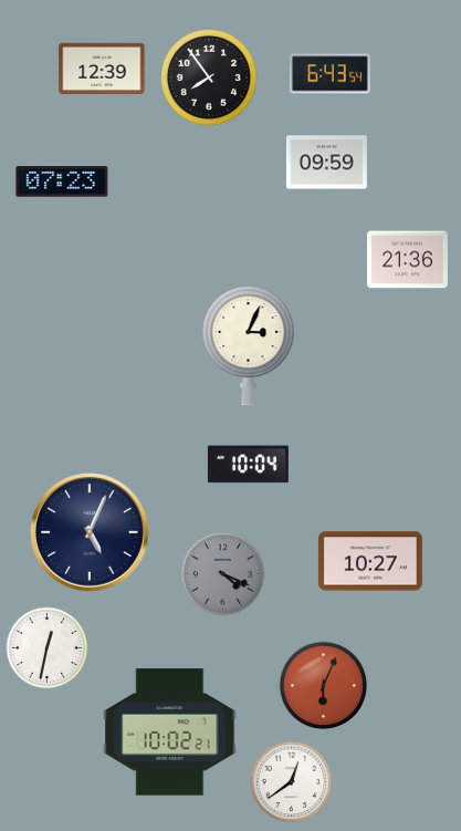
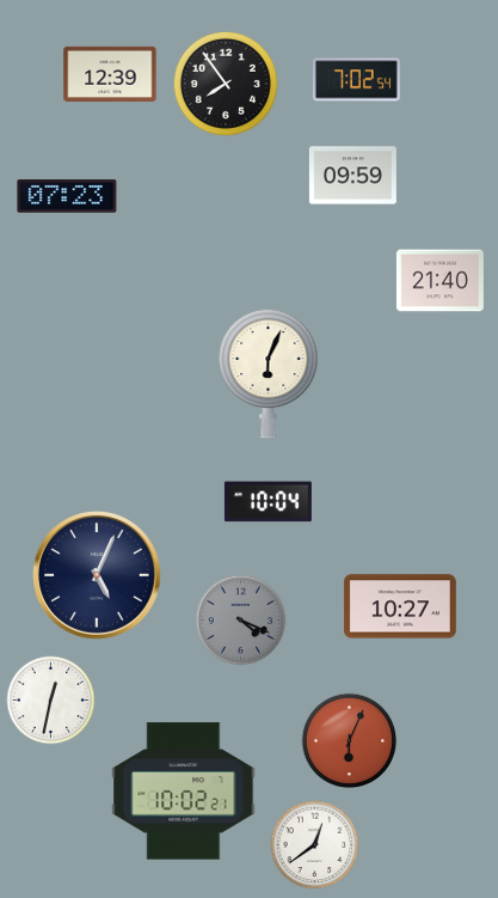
clock at (329, 74): 6:43 -> 7:02
clock at (407, 260): 21:36 -> 21:40
clock at (249, 345): 3:04 -> 6:04
